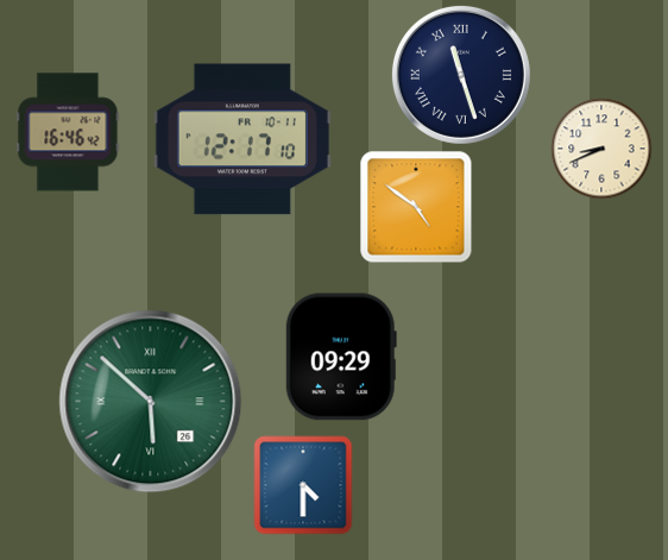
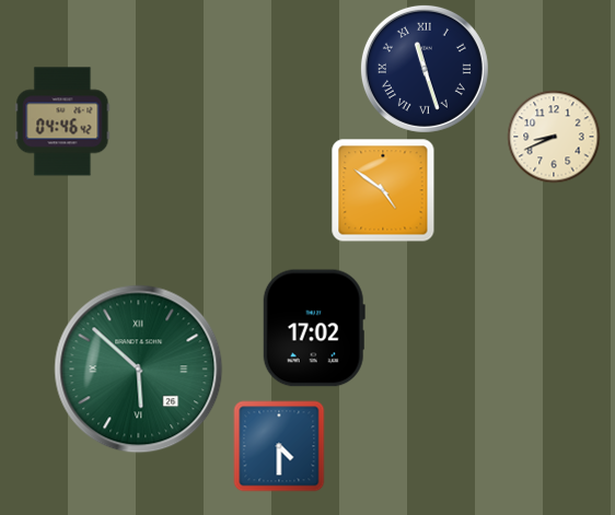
clock at (68, 132): 16:46 -> 04:46
clock at (242, 139): 12:17 -> none
clock at (341, 357): 09:29 -> 17:02
